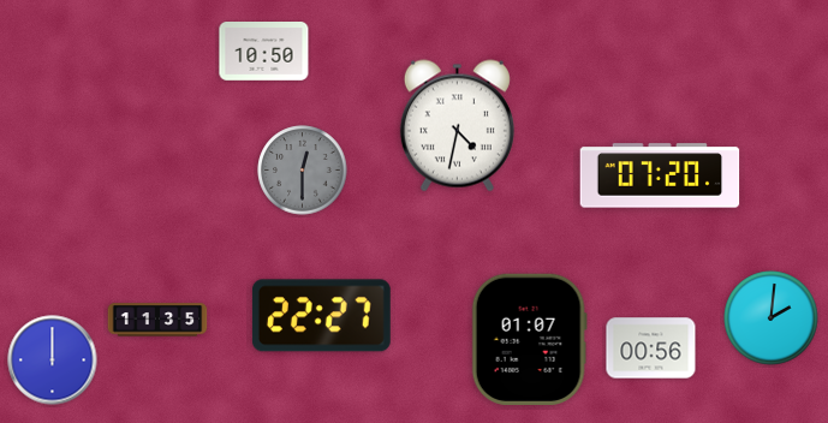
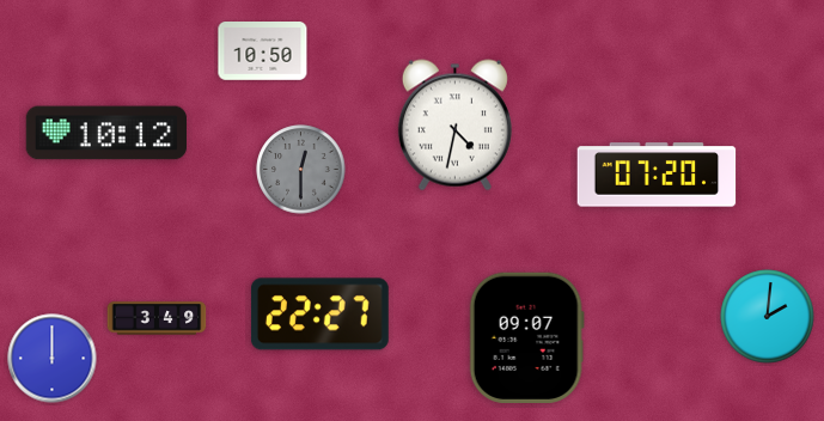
clock at (105, 133): none -> 10:12
clock at (157, 320): 11:35 -> 3:49
clock at (529, 339): 01:07 -> 09:07
clock at (651, 348): 00:56 -> none
